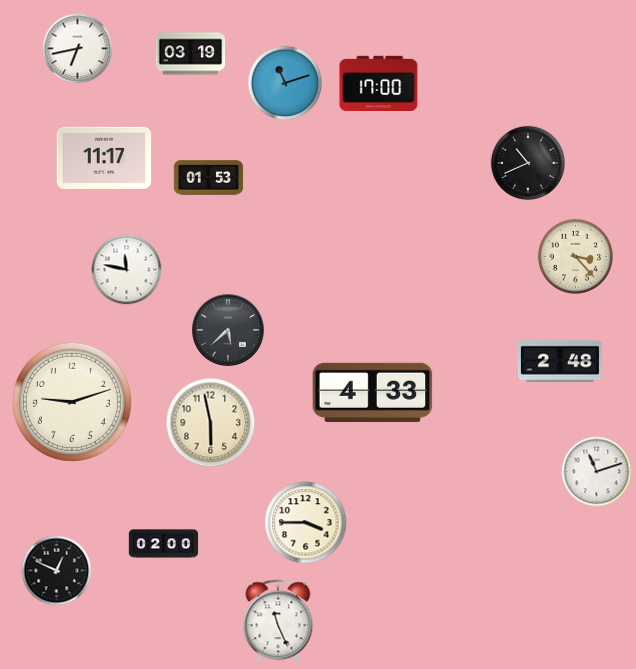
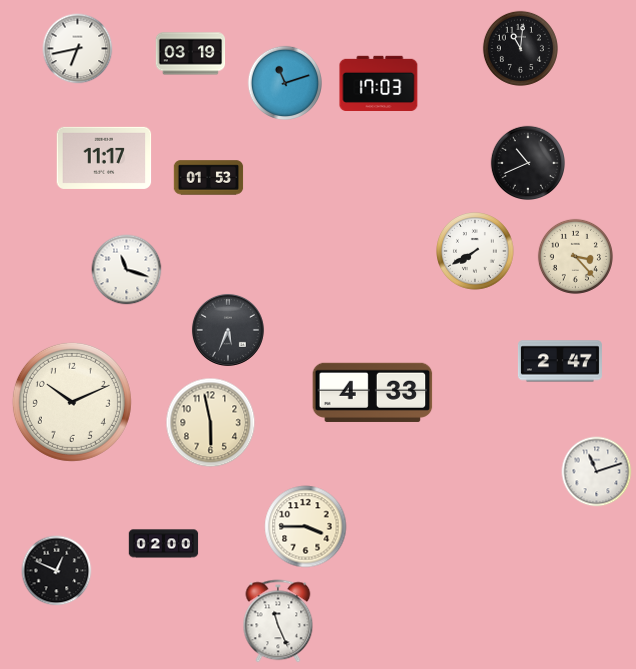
clock at (520, 48): none -> 11:01
clock at (379, 83): 17:00 -> 17:03
clock at (476, 252): none -> 7:40
clock at (127, 270): 11:47 -> 11:18
clock at (228, 330): 5:38 -> 5:34
clock at (560, 361): 2:48 -> 2:47
clock at (72, 402): 9:12 -> 10:11
clock at (306, 523) position: (306, 523) -> (306, 527)
